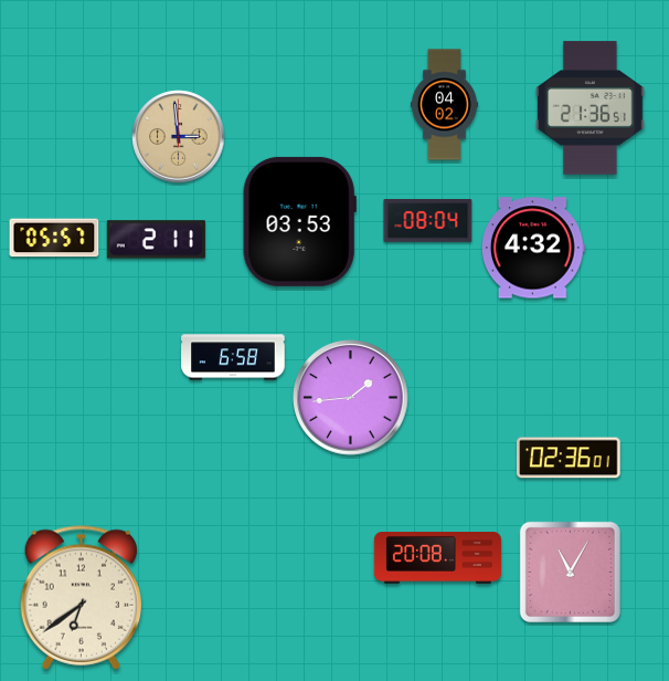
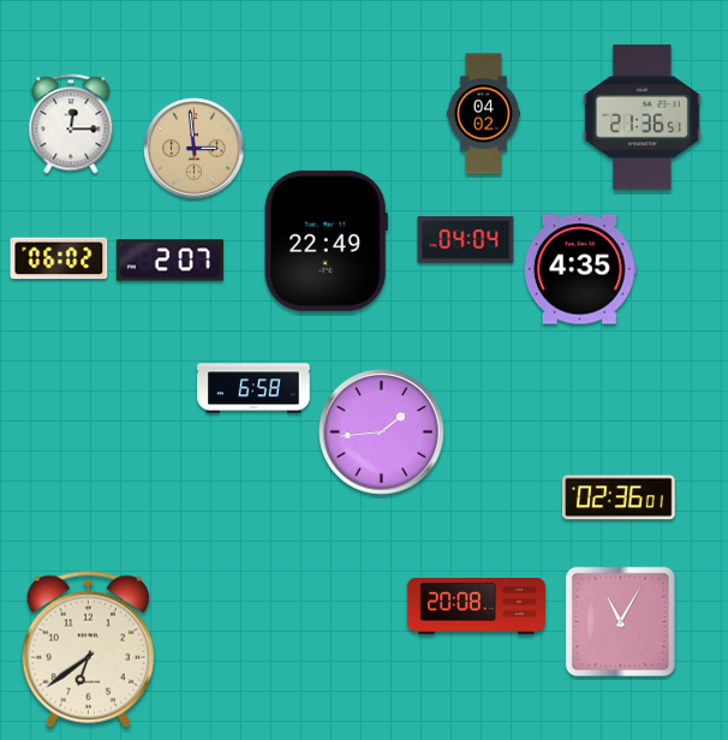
clock at (71, 124): none -> 12:15
clock at (299, 221): 03:53 -> 22:49
clock at (428, 221): 08:04 -> 04:04
clock at (54, 238): 05:57 -> 06:02
clock at (156, 240): 2:11 -> 2:07
clock at (533, 248): 4:32 -> 4:35
